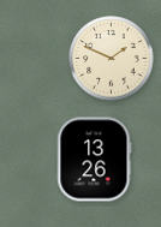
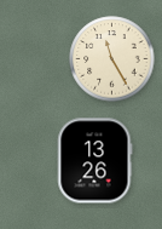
clock at (112, 59): 1:49 -> 11:25
